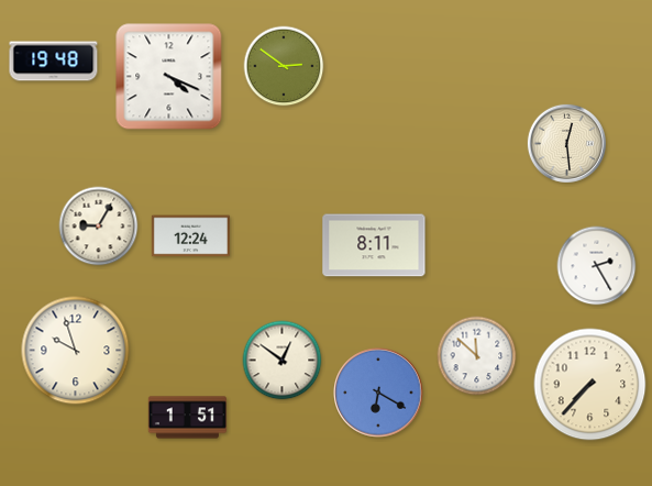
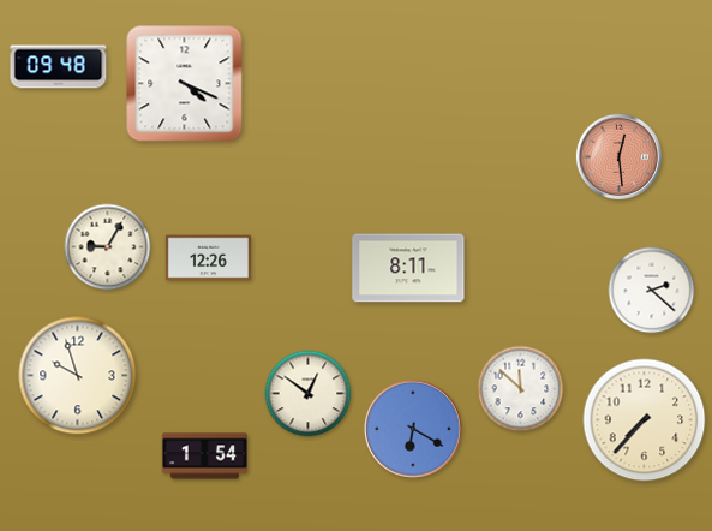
clock at (54, 62): 19:48 -> 09:48
clock at (284, 66): 2:51 -> none
clock at (566, 143) dial: cream -> salmon
clock at (190, 236): 12:24 -> 12:26
clock at (597, 266): 2:25 -> 2:22
clock at (76, 351) position: (76, 351) -> (78, 376)
clock at (187, 418): 1:51 -> 1:54
